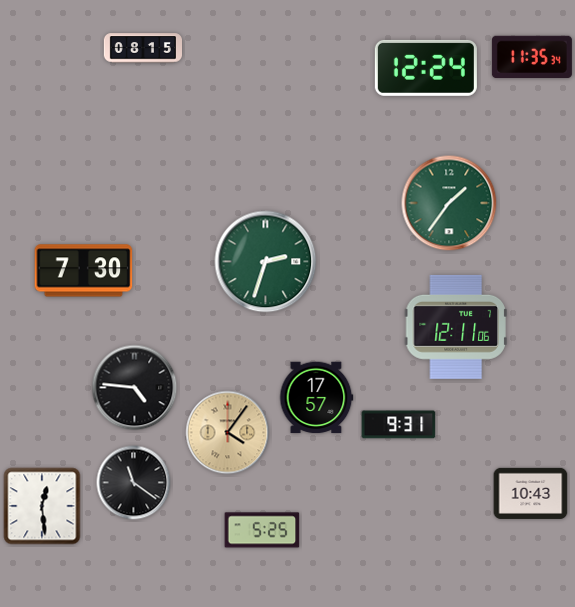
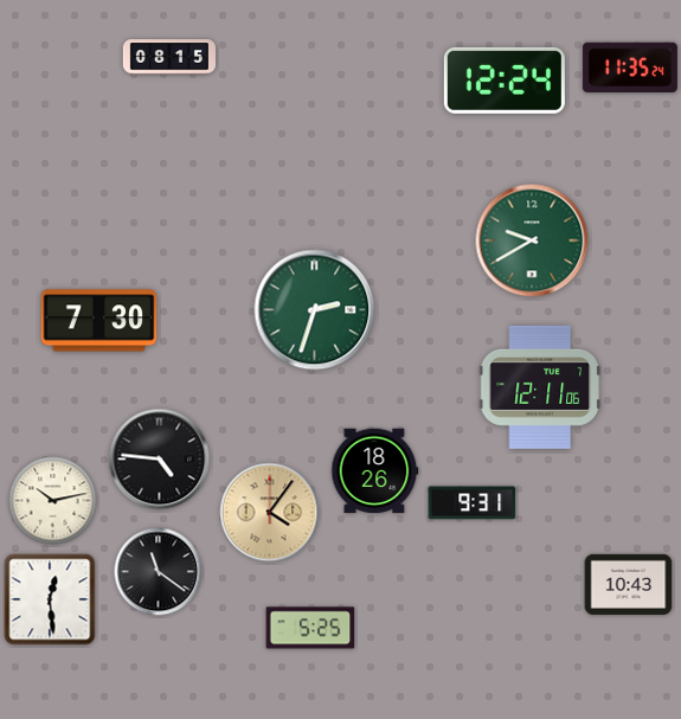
clock at (532, 57): 11:35:34 -> 11:35:24
clock at (449, 203): 1:36 -> 9:40
clock at (317, 398): 17:57 -> 18:26
clock at (53, 501): none -> 10:13
